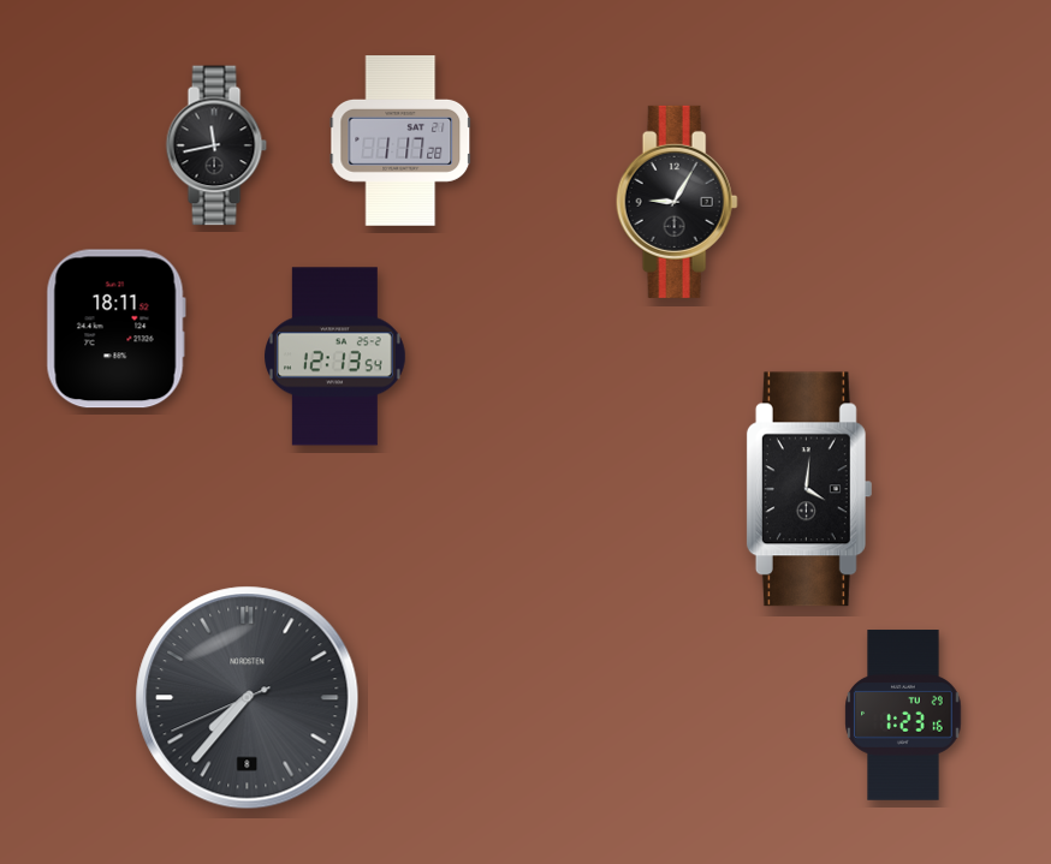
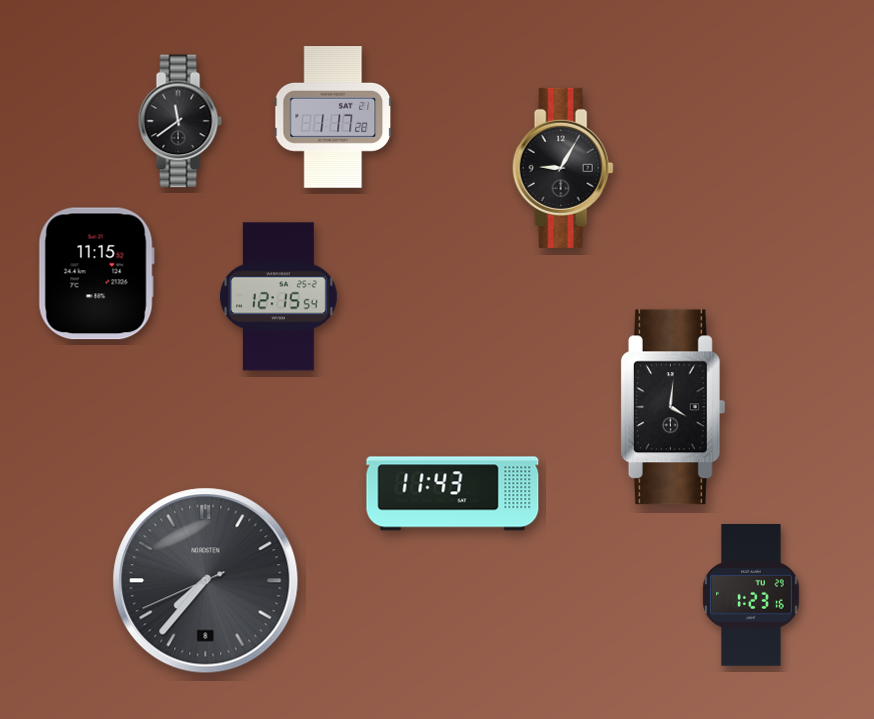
clock at (216, 145): 11:43 -> 11:39
clock at (115, 329): 18:11 -> 11:15
clock at (336, 357): 12:13 -> 12:15
clock at (453, 494): none -> 11:43
